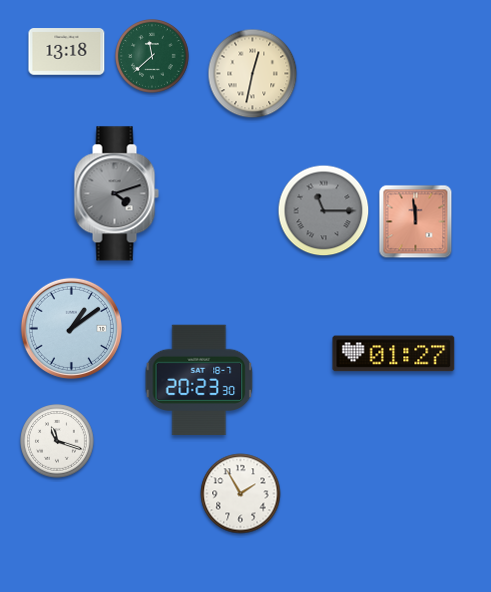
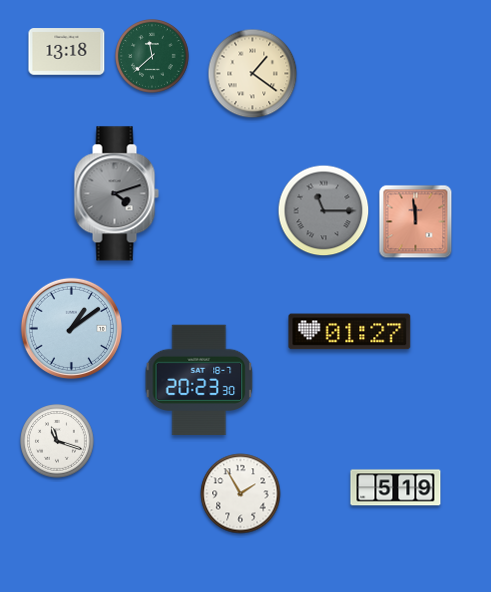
clock at (253, 74): 12:32 -> 1:21
clock at (394, 354) position: (394, 354) -> (350, 332)
clock at (396, 488): none -> 5:19
